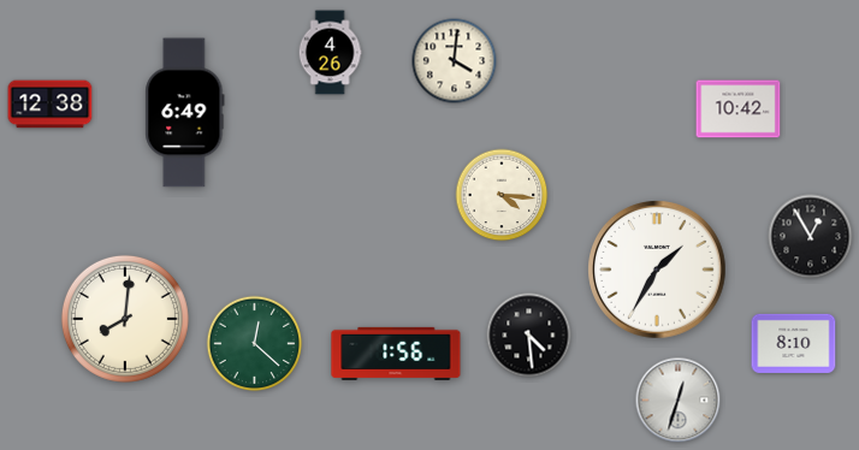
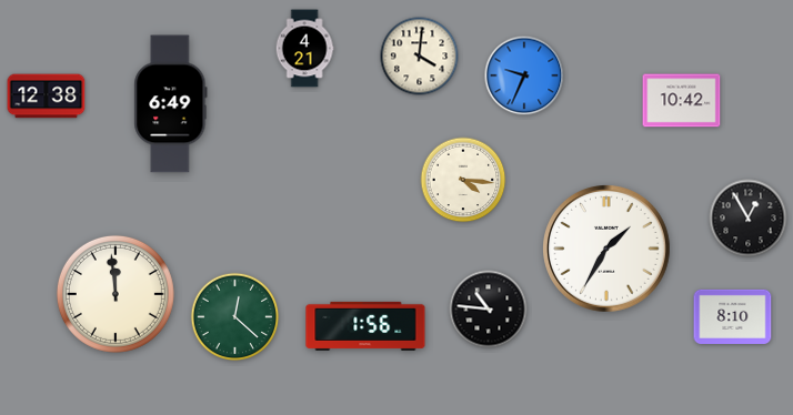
clock at (330, 53): 4:26 -> 4:21
clock at (524, 75): none -> 9:34
clock at (125, 319): 8:01 -> 11:59
clock at (529, 336): 4:29 -> 10:46
clock at (679, 401): 12:33 -> none
